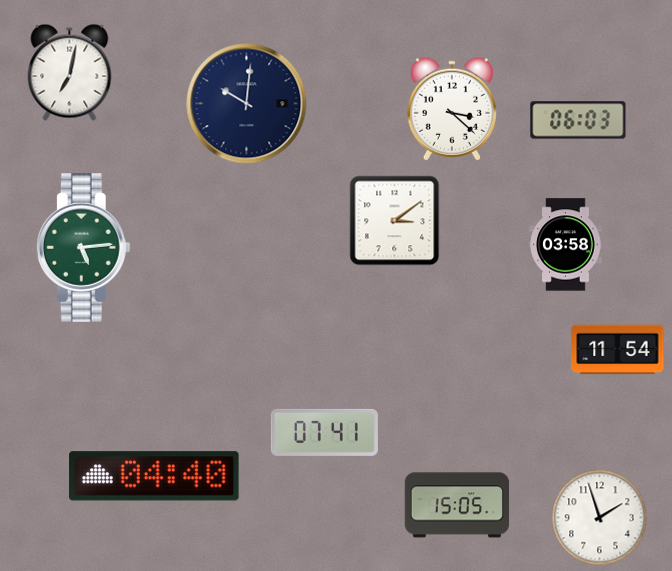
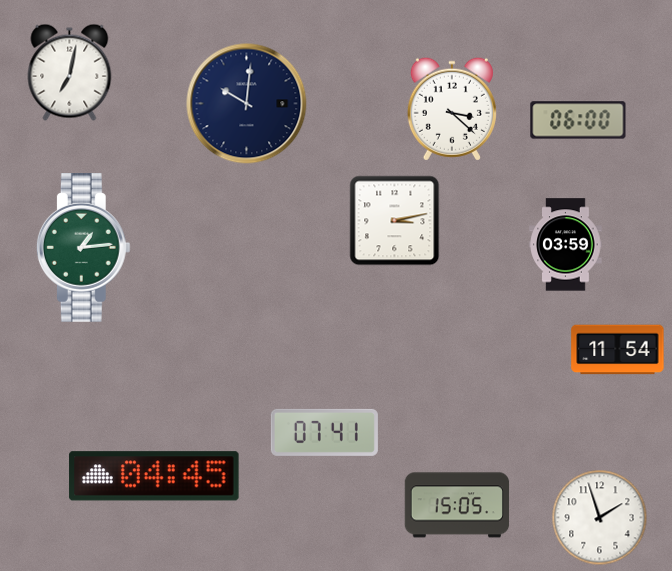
clock at (578, 120): 06:03 -> 06:00
clock at (395, 221): 3:09 -> 3:13
clock at (566, 245): 03:58 -> 03:59
clock at (83, 248): 5:14 -> 1:14
clock at (154, 476): 04:40 -> 04:45
